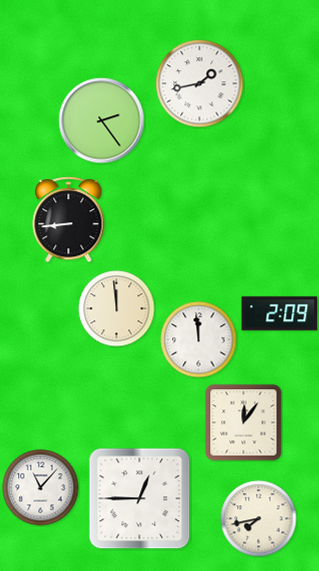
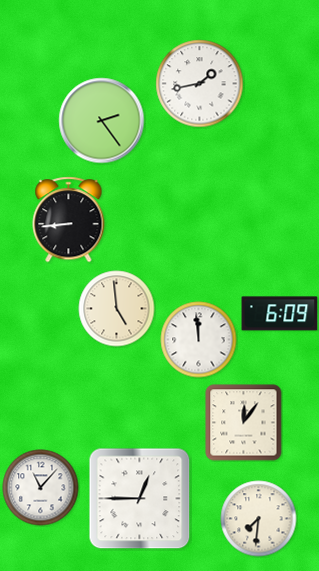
clock at (117, 309): 11:59 -> 4:59
clock at (280, 314): 2:09 -> 6:09
clock at (259, 519): 7:43 -> 7:31
